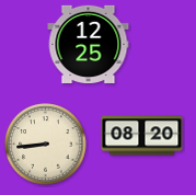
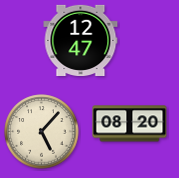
clock at (89, 44): 12:25 -> 12:47
clock at (46, 145): 8:44 -> 5:07
